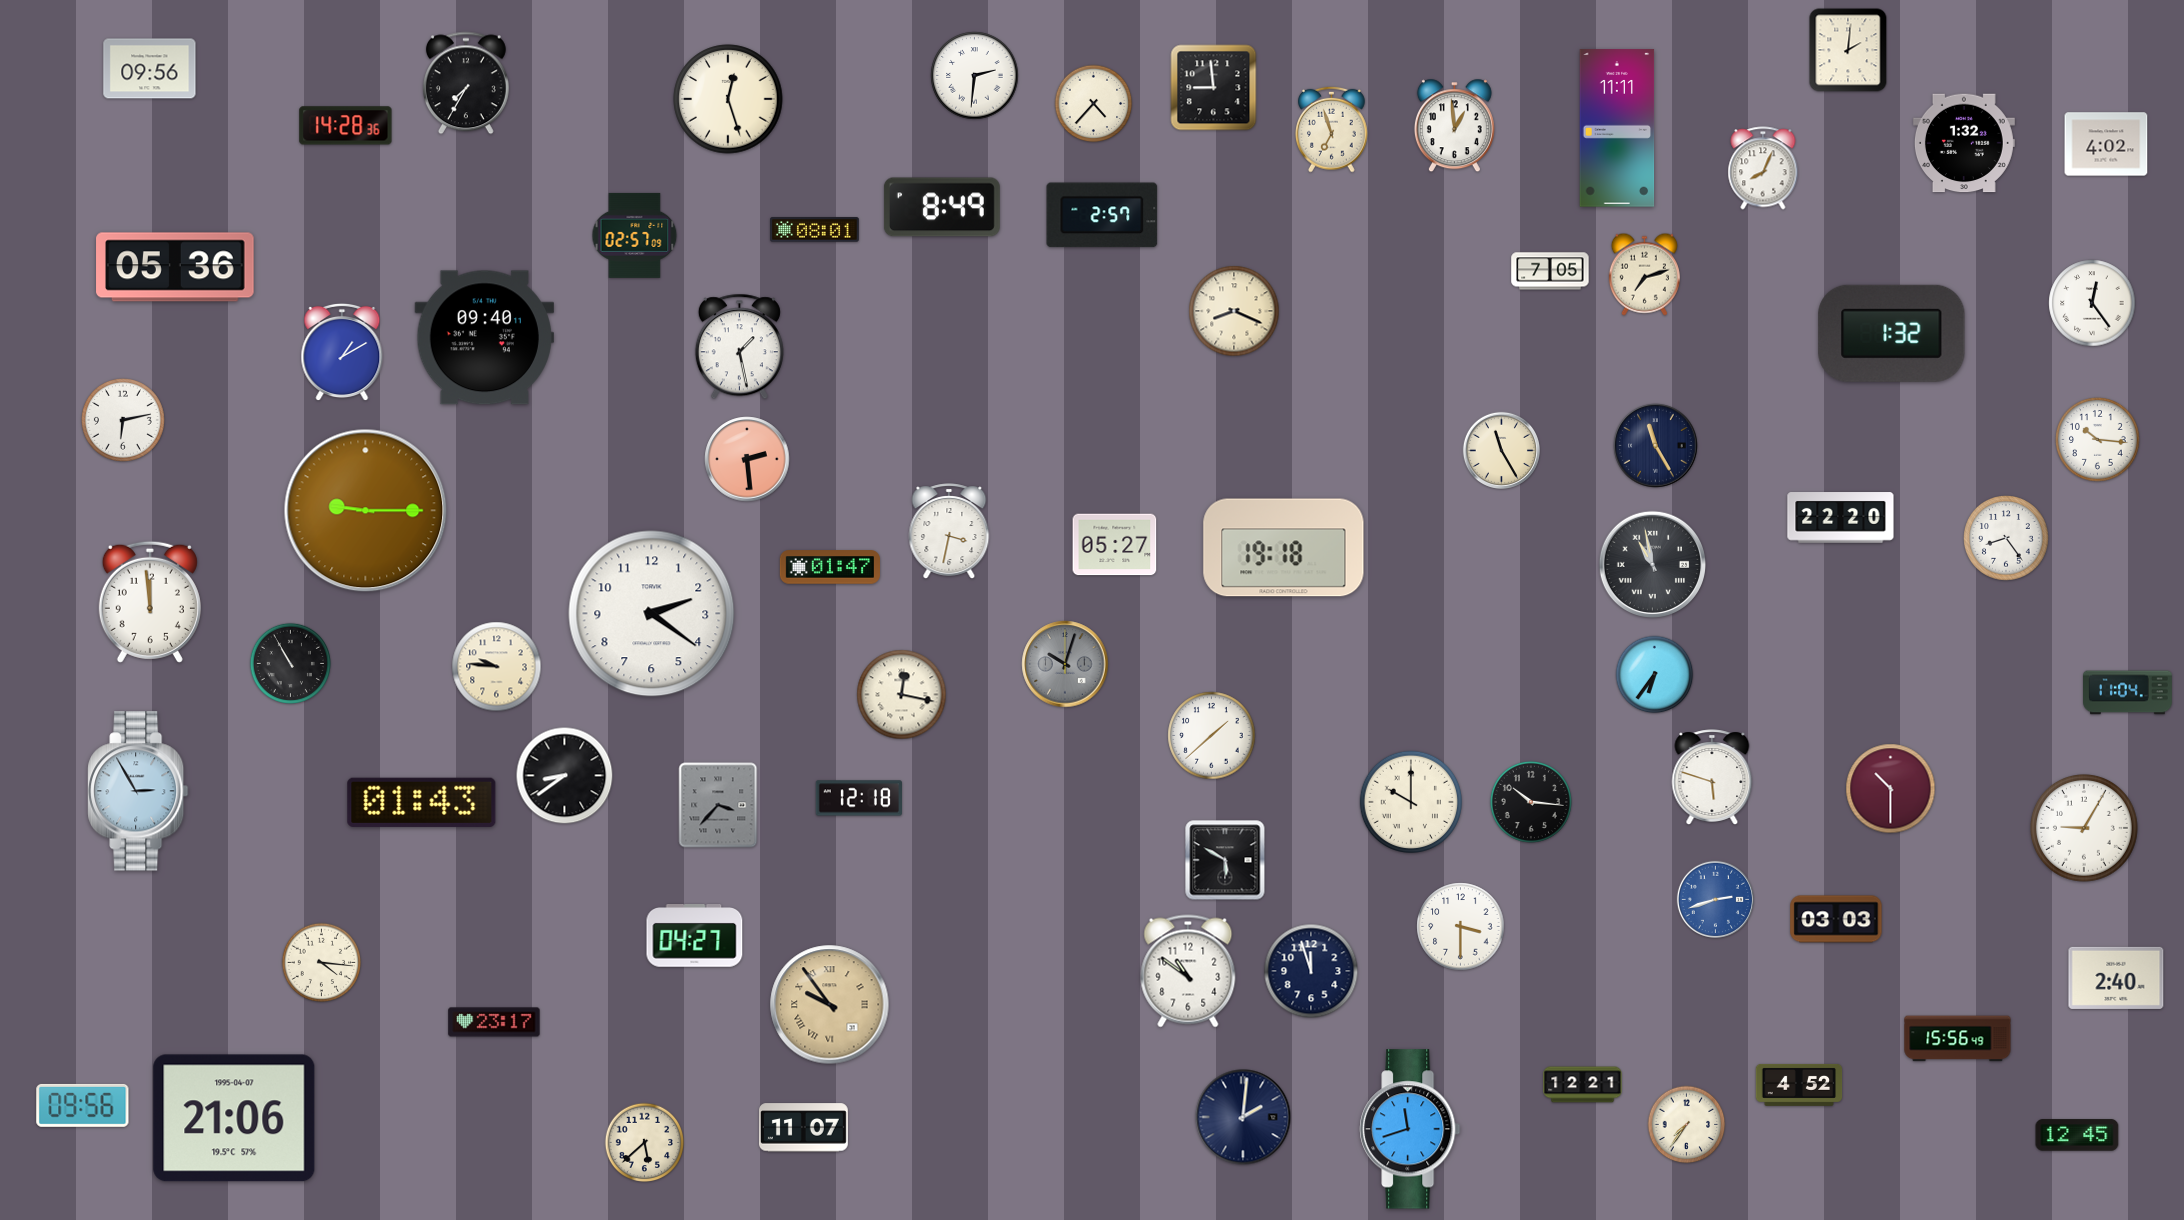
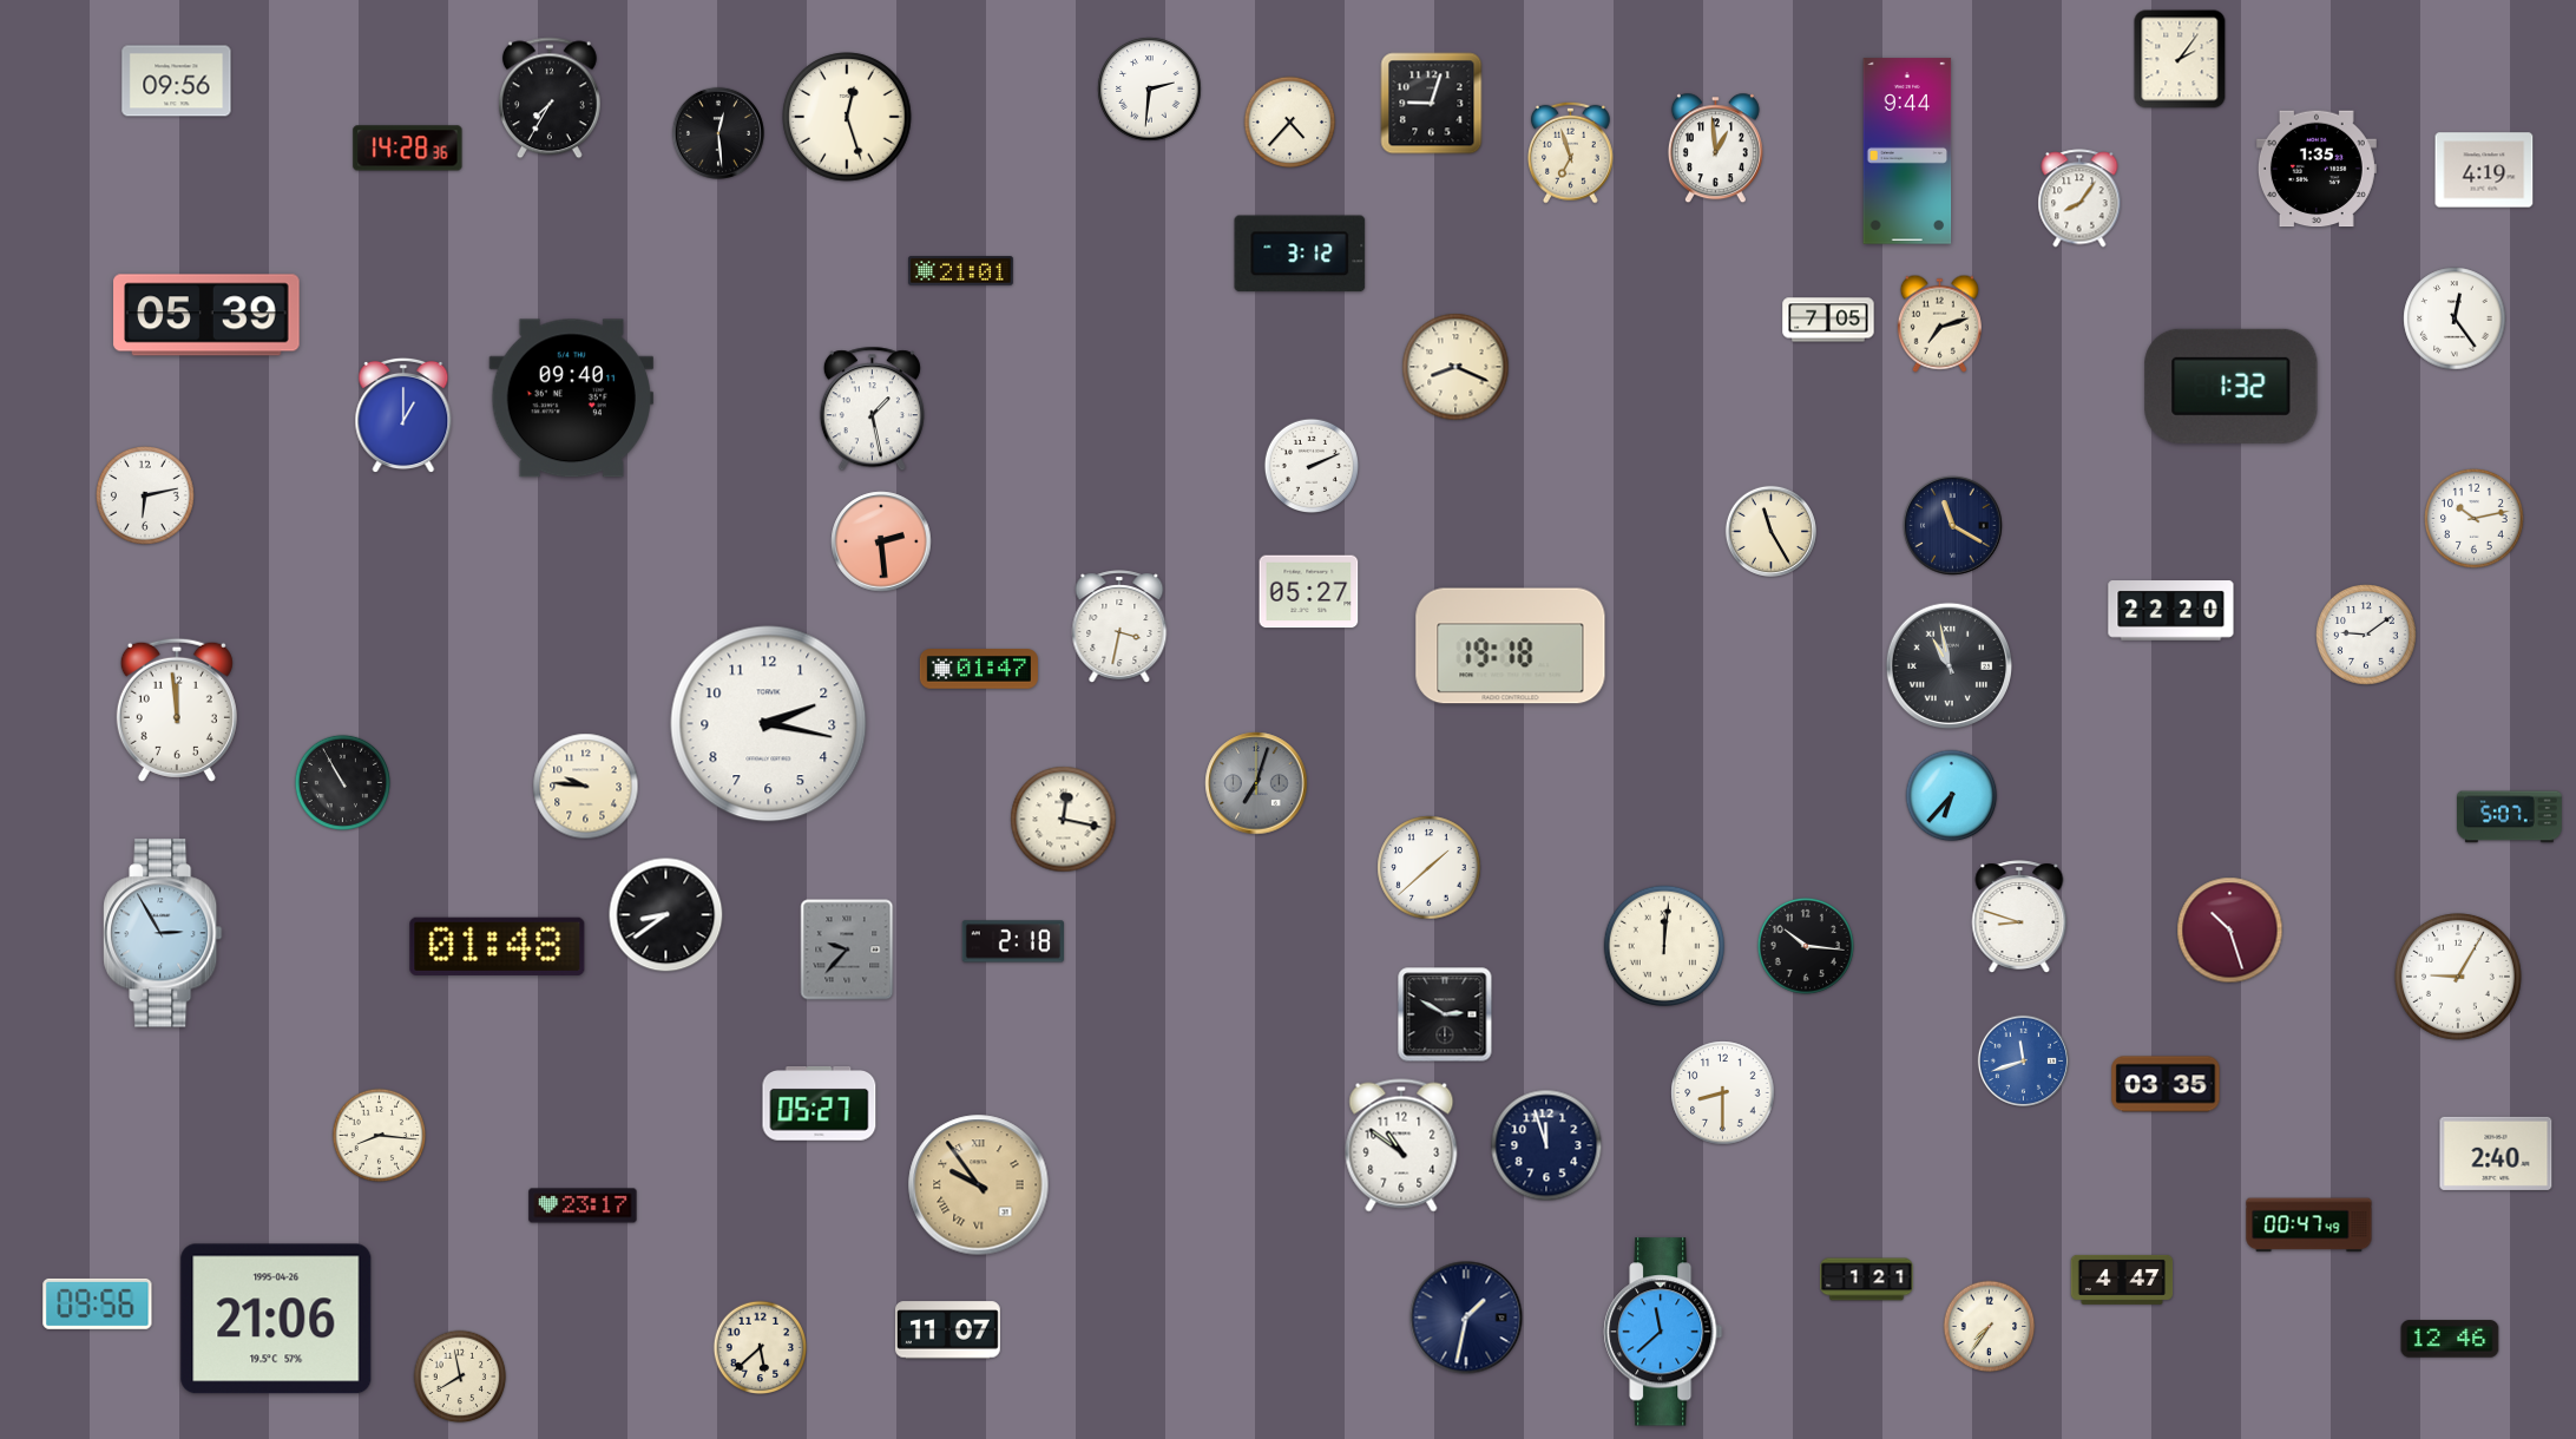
clock at (1848, 50): 2:01 -> 2:06
clock at (1214, 88): 8:59 -> 9:03
clock at (728, 99) position: (728, 99) -> (847, 117)
clock at (718, 133): none -> 12:29
clock at (1617, 128): 11:11 -> 9:44
clock at (1964, 143): 1:32 -> 1:35
clock at (2106, 144): 4:02 -> 4:19
clock at (1763, 168): 8:04 -> 8:06
clock at (942, 207): 8:49 -> none
clock at (1102, 215): 2:57 -> 3:12
clock at (815, 230): 08:01 -> 21:01
clock at (635, 235): 02:57 -> none
clock at (175, 267): 05:36 -> 05:39
clock at (2092, 303) position: (2092, 303) -> (2455, 318)
clock at (1892, 333) position: (1892, 333) -> (2232, 386)
clock at (342, 352): 1:10 -> 1:00
clock at (1310, 465): none -> 2:11
clock at (2098, 440): 10:16 -> 10:13
clock at (1656, 446): 11:25 -> 11:20
clock at (366, 511): 9:15 -> none
clock at (2006, 538): 8:24 -> 9:09
clock at (1115, 545) position: (1115, 545) -> (1309, 592)
clock at (1284, 548) position: (1284, 548) -> (1511, 646)
clock at (652, 614): 2:21 -> 2:17
clock at (1065, 664): 10:03 -> 7:03
clock at (1655, 675): 6:36 -> 6:37
clock at (2128, 693): 11:04 -> 5:07
clock at (1712, 777): 5:48 -> 8:48
clock at (1891, 789): 10:30 -> 10:27
clock at (859, 798): 12:18 -> 2:18
clock at (1410, 801): 10:00 -> 12:01
clock at (422, 802): 01:43 -> 01:48
clock at (718, 805): 3:37 -> 9:37
clock at (1225, 860): 5:50 -> 2:50
clock at (1715, 899): 2:42 -> 11:42
clock at (1836, 919): 03:03 -> 03:35
clock at (1461, 927): 3:30 -> 8:30
clock at (695, 936): 04:27 -> 05:27
clock at (322, 963): 4:16 -> 8:16
clock at (1958, 1039): 15:56 -> 00:47
clock at (1583, 1085): 12:21 -> 1:21
clock at (1799, 1085): 4:52 -> 4:47
clock at (1243, 1117): 2:01 -> 1:32
clock at (234, 1118) date: 1995-04-07 -> 1995-04-26
clock at (1410, 1129): 11:42 -> 11:38
clock at (2077, 1135): 12:45 -> 12:46
clock at (460, 1376): none -> 7:58
